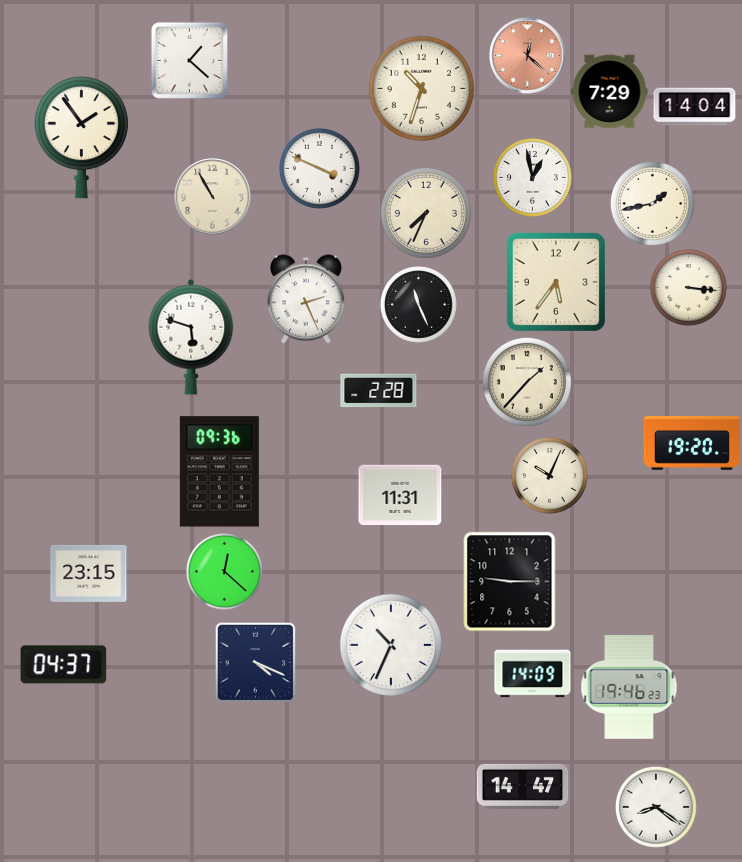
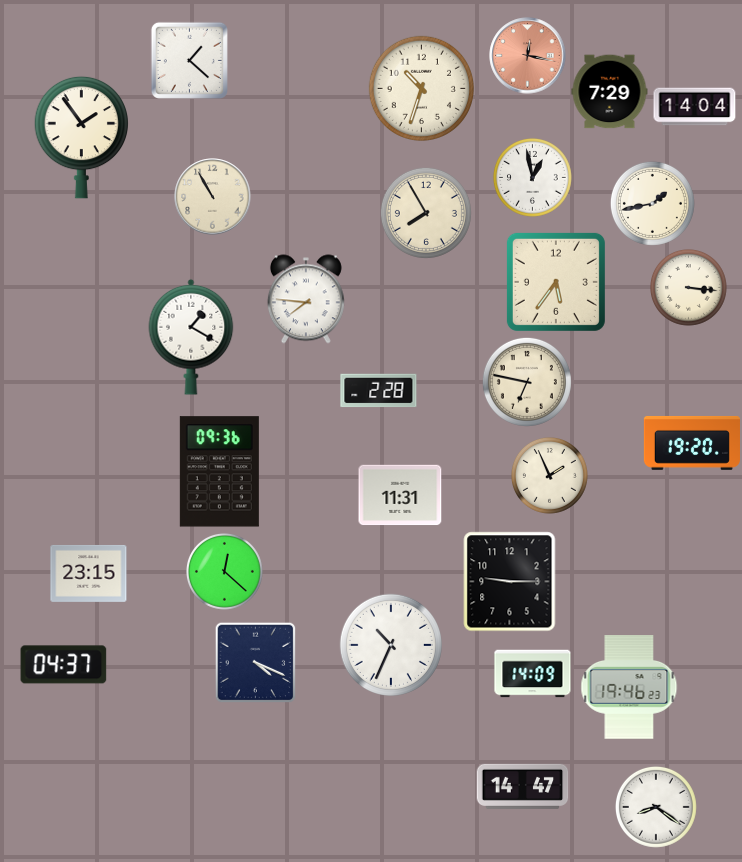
clock at (528, 56): 12:22 -> 12:17
clock at (319, 168): 3:49 -> none
clock at (426, 213): 7:34 -> 7:55
clock at (306, 299): 2:26 -> 7:46
clock at (419, 305): 11:26 -> none
clock at (191, 337): 5:48 -> 1:20
clock at (527, 382): 1:37 -> 6:47
clock at (550, 476): 10:04 -> 1:56
